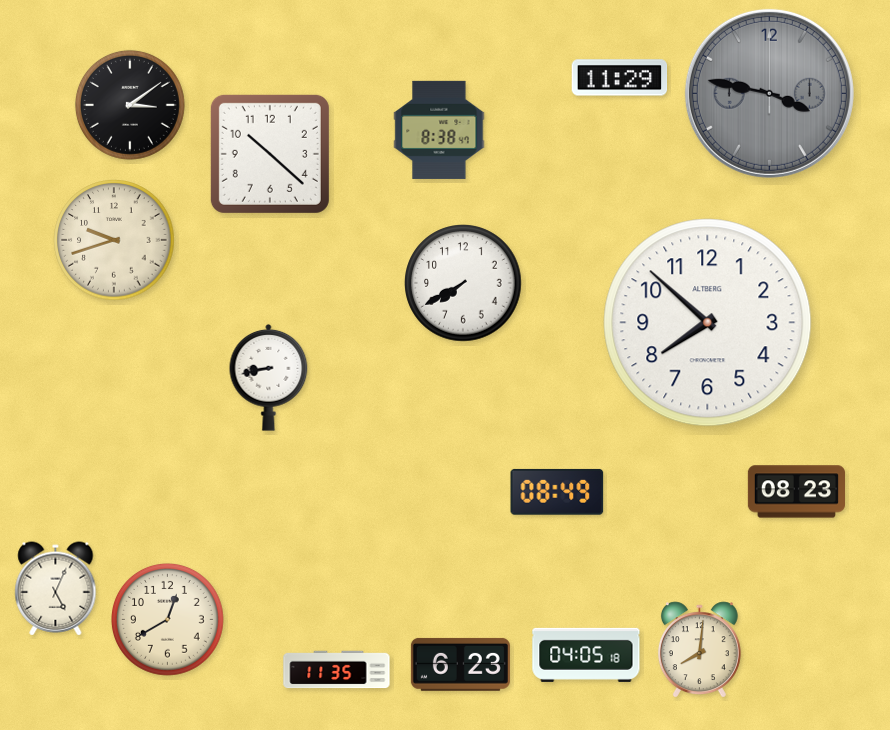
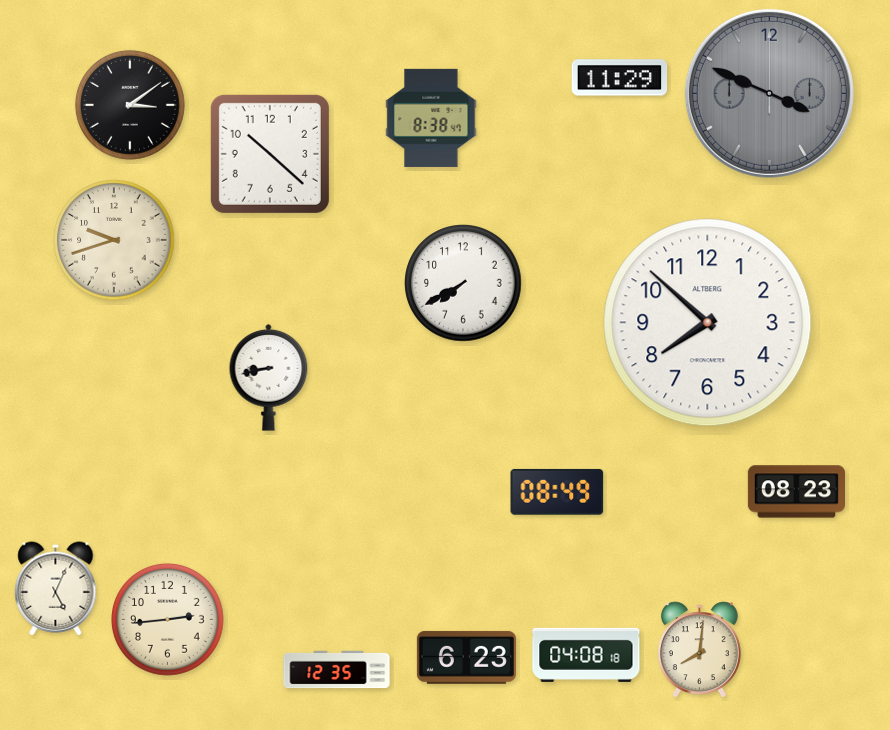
clock at (769, 93): 3:47 -> 3:49
clock at (439, 130) position: (439, 130) -> (431, 118)
clock at (168, 620): 12:40 -> 2:44
clock at (586, 655): 04:05 -> 04:08
clock at (460, 664) position: (460, 664) -> (466, 657)
clock at (337, 670): 11:35 -> 12:35
